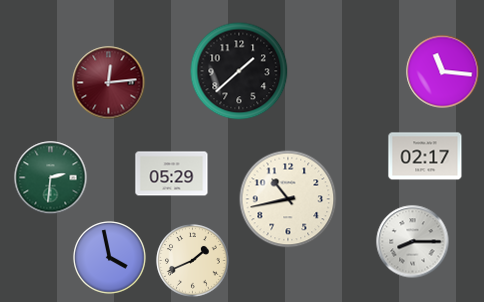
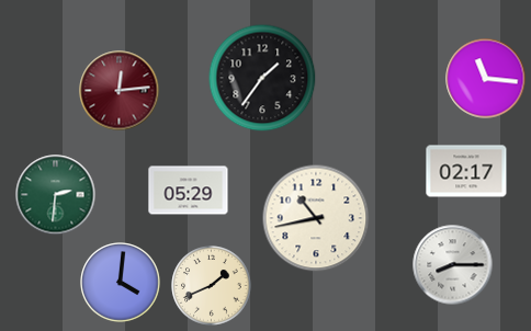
clock at (239, 71): 1:38 -> 1:36
clock at (110, 258): 3:58 -> 4:01
